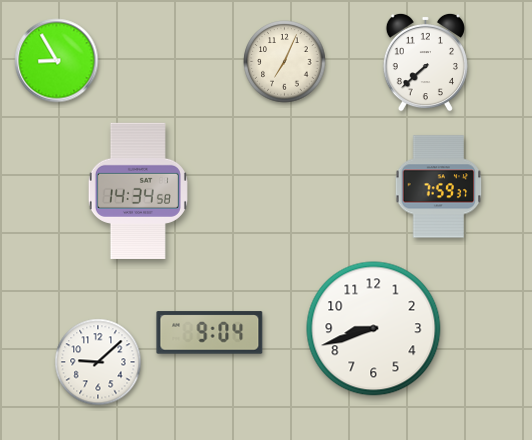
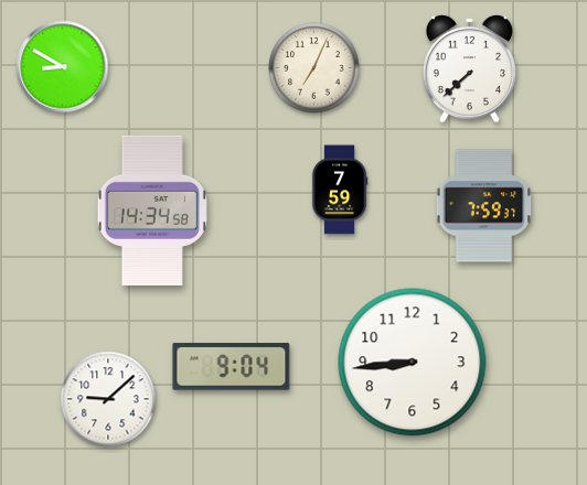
clock at (57, 61): 8:55 -> 8:50
clock at (340, 190): none -> 7:59
clock at (374, 329): 8:42 -> 8:44
